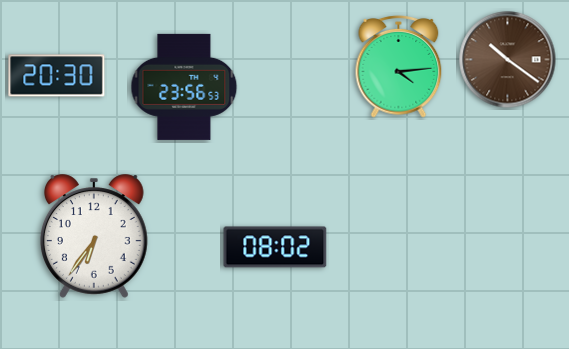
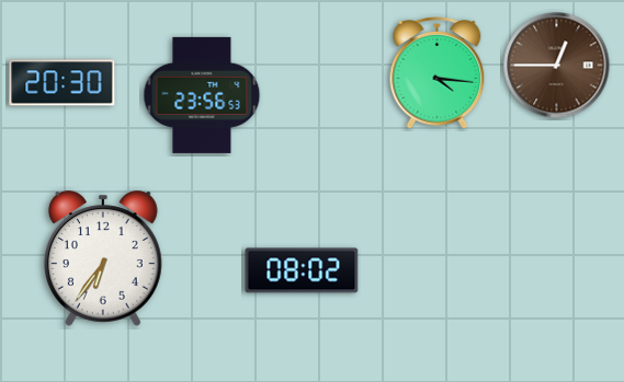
clock at (508, 60): 10:21 -> 12:45
clock at (399, 67): 4:14 -> 4:16
